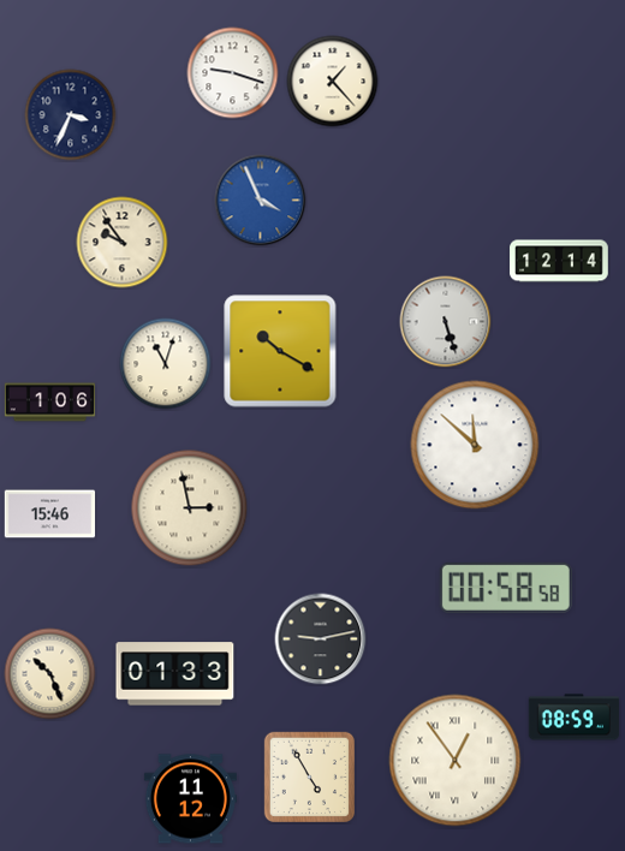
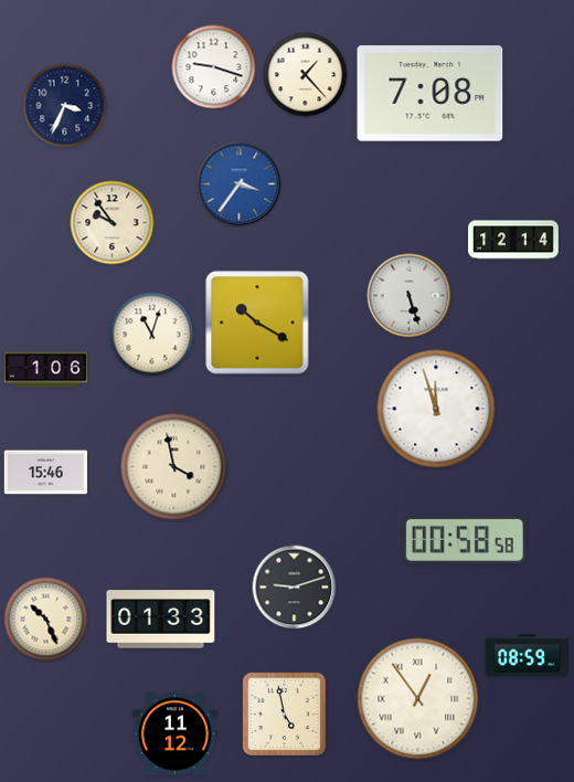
clock at (431, 94): none -> 7:08
clock at (261, 201): 3:56 -> 3:36
clock at (475, 445): 11:52 -> 11:57
clock at (190, 508): 2:58 -> 3:58
clock at (321, 639): 9:13 -> 9:12
clock at (573, 718) position: (573, 718) -> (527, 656)
clock at (309, 776): 4:55 -> 4:58
